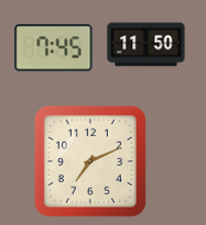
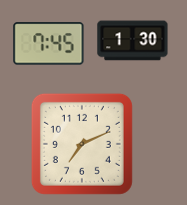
clock at (147, 45): 11:50 -> 1:30
clock at (90, 161) position: (90, 161) -> (82, 144)
